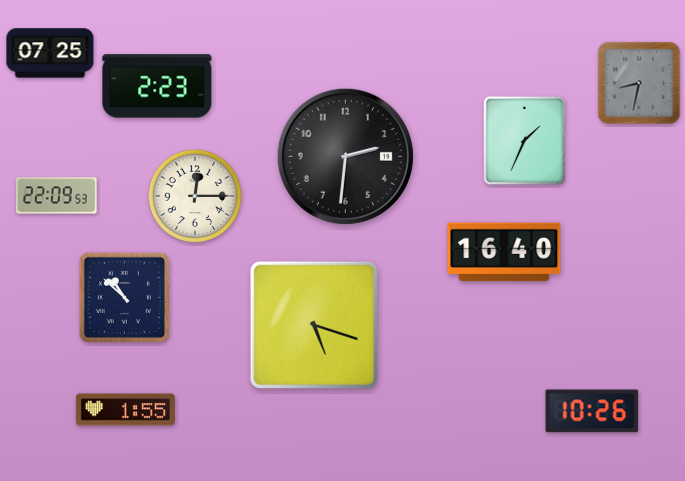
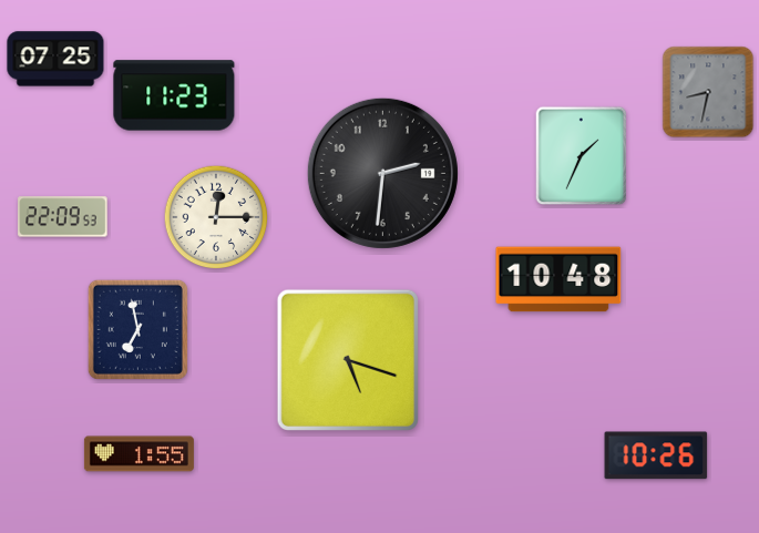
clock at (157, 86): 2:23 -> 11:23
clock at (504, 252): 16:40 -> 10:48
clock at (124, 297): 10:52 -> 6:58
